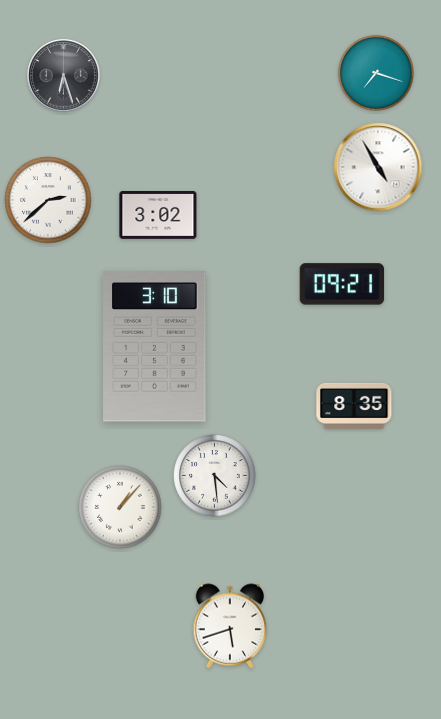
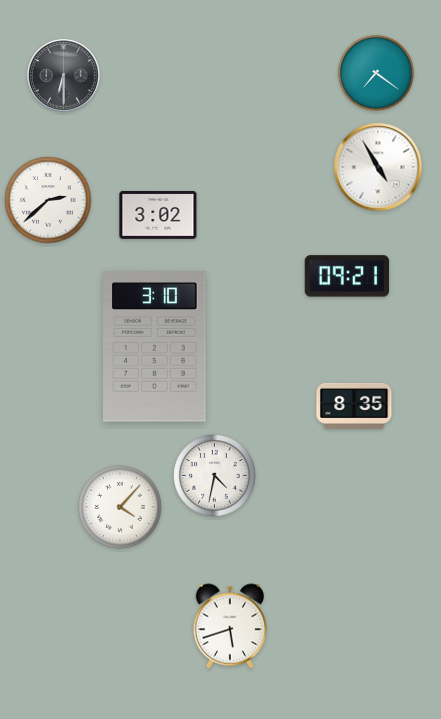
clock at (376, 73): 7:18 -> 7:21
clock at (64, 76): 6:27 -> 6:30
clock at (342, 284) position: (342, 284) -> (347, 276)
clock at (215, 476): 4:29 -> 4:32
clock at (120, 507): 1:07 -> 4:07
